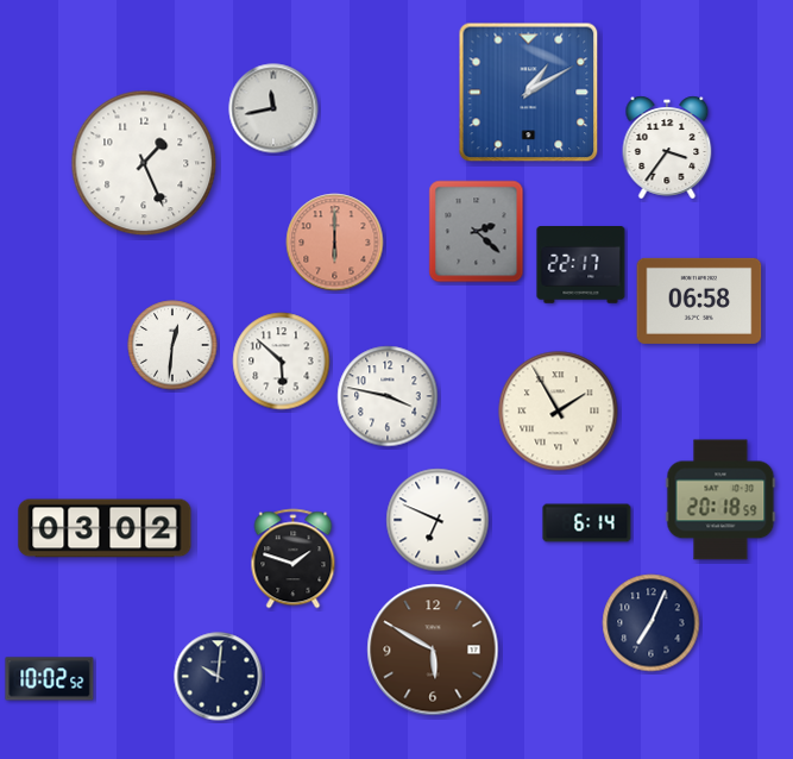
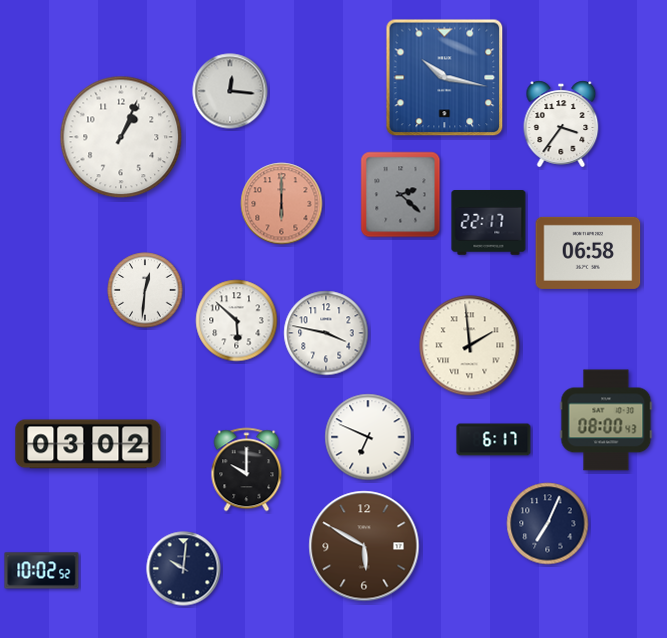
clock at (529, 93): 1:10 -> 10:17
clock at (273, 108): 11:43 -> 12:16
clock at (144, 163): 1:26 -> 1:04
clock at (282, 362) position: (282, 362) -> (237, 321)
clock at (559, 412): 1:55 -> 1:59
clock at (720, 500): 20:18 -> 08:00
clock at (587, 523): 6:14 -> 6:17
clock at (294, 559): 1:48 -> 10:00
